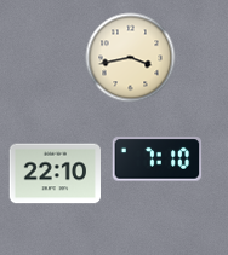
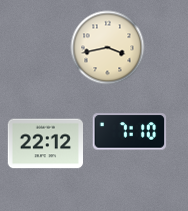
clock at (55, 174): 22:10 -> 22:12
